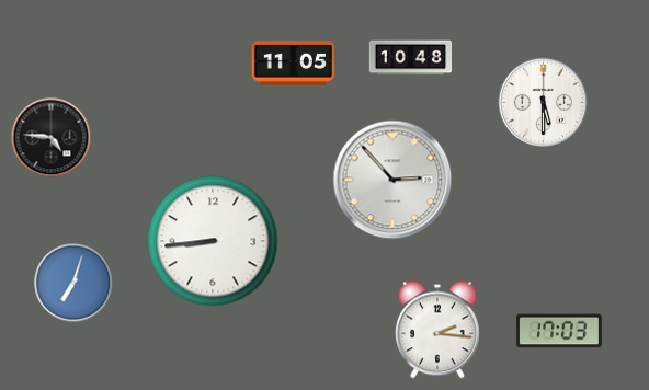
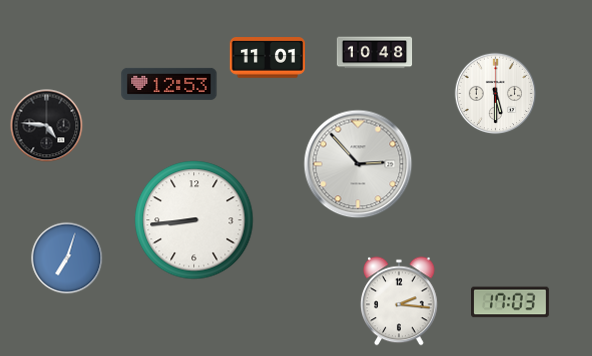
clock at (293, 64): 11:05 -> 11:01
clock at (169, 84): none -> 12:53
